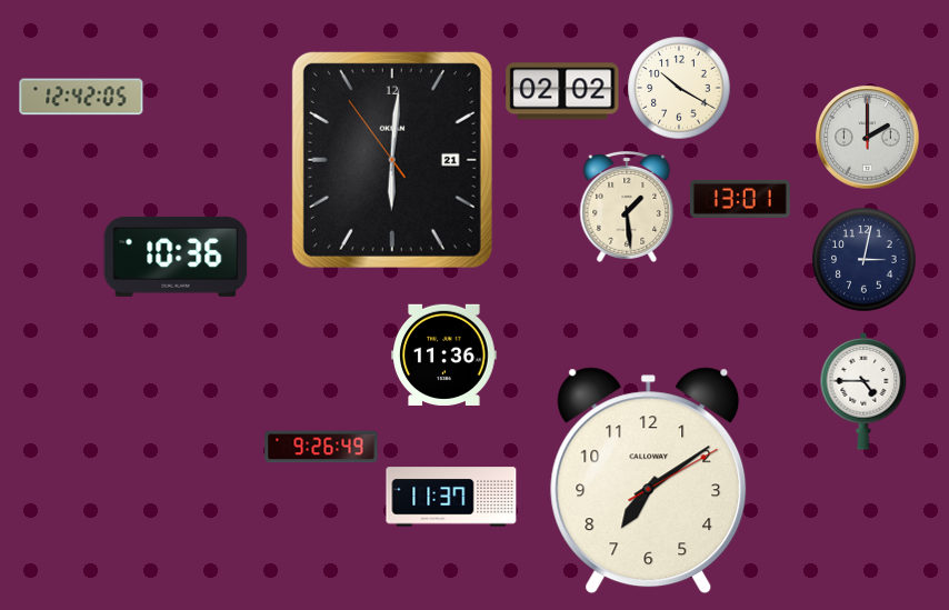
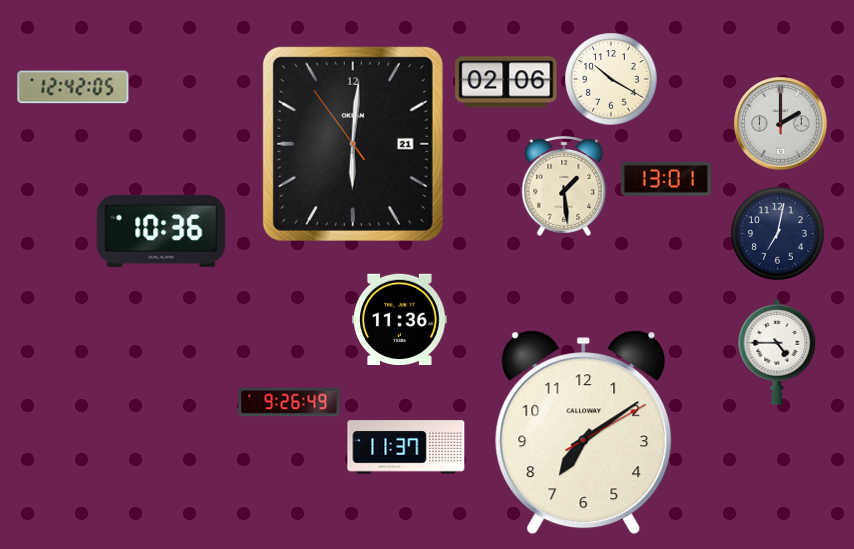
clock at (562, 91): 02:02 -> 02:06
clock at (176, 257) position: (176, 257) -> (161, 231)
clock at (863, 259): 3:02 -> 7:02
